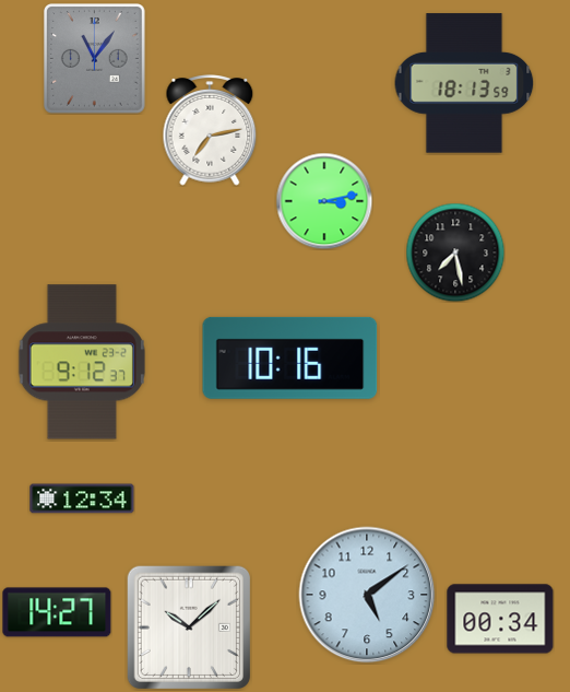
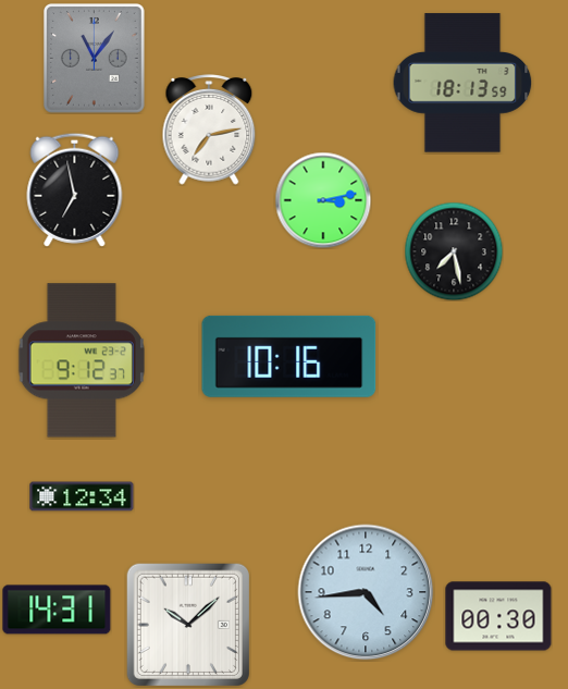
clock at (75, 189): none -> 6:58
clock at (367, 595): 5:09 -> 4:44
clock at (57, 612): 14:27 -> 14:31
clock at (500, 619): 00:34 -> 00:30
